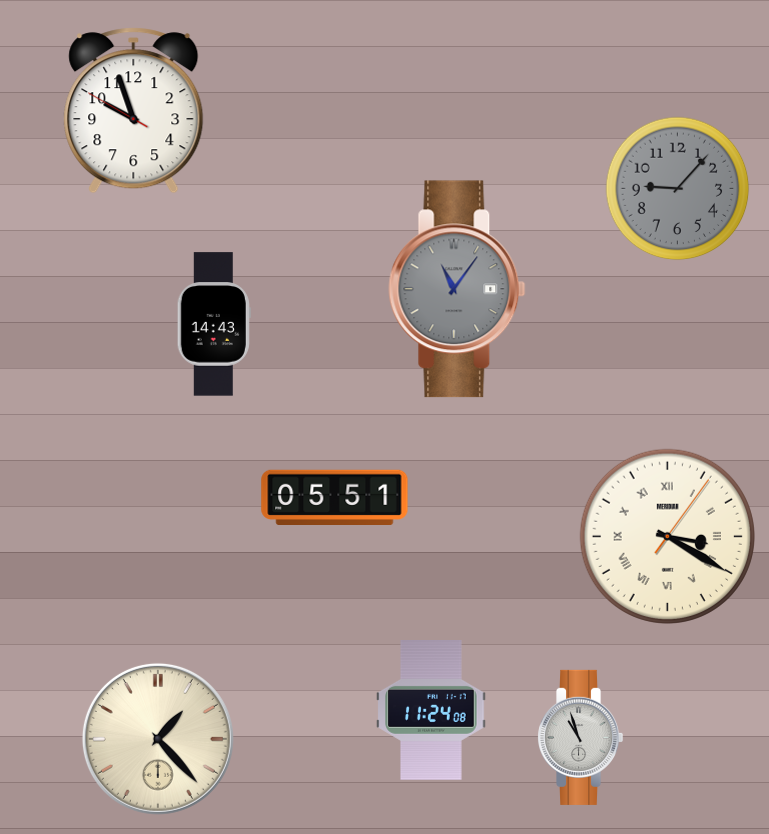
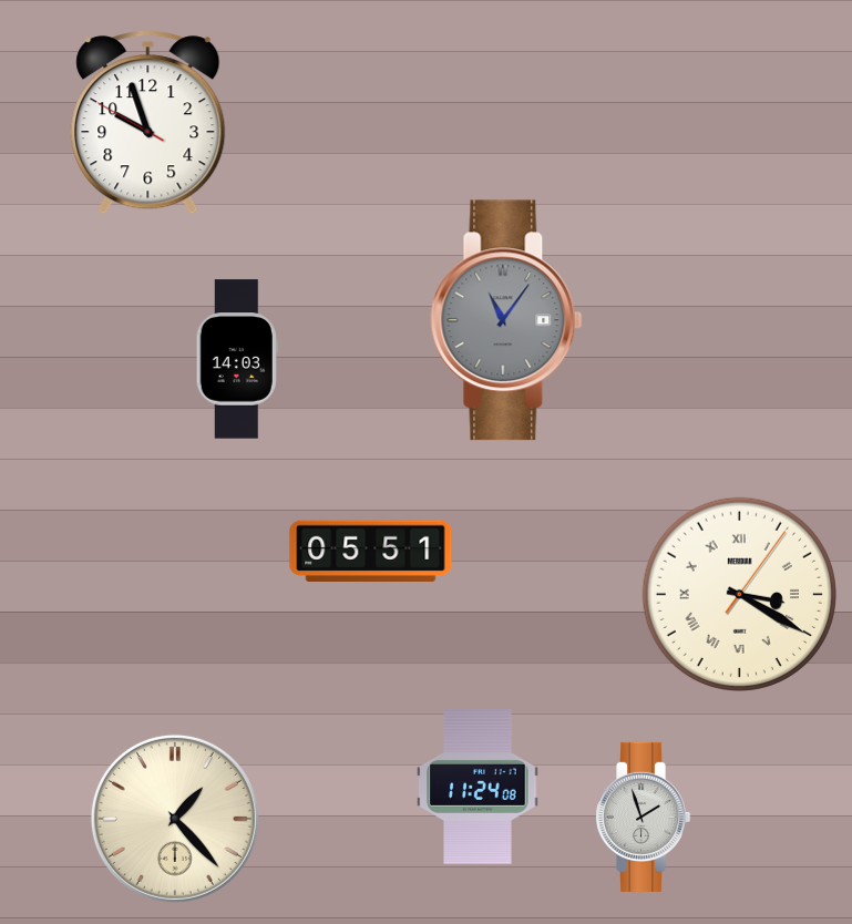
clock at (678, 189): 9:07 -> none
clock at (214, 324): 14:43 -> 14:03
clock at (581, 737): 10:57 -> 1:57
